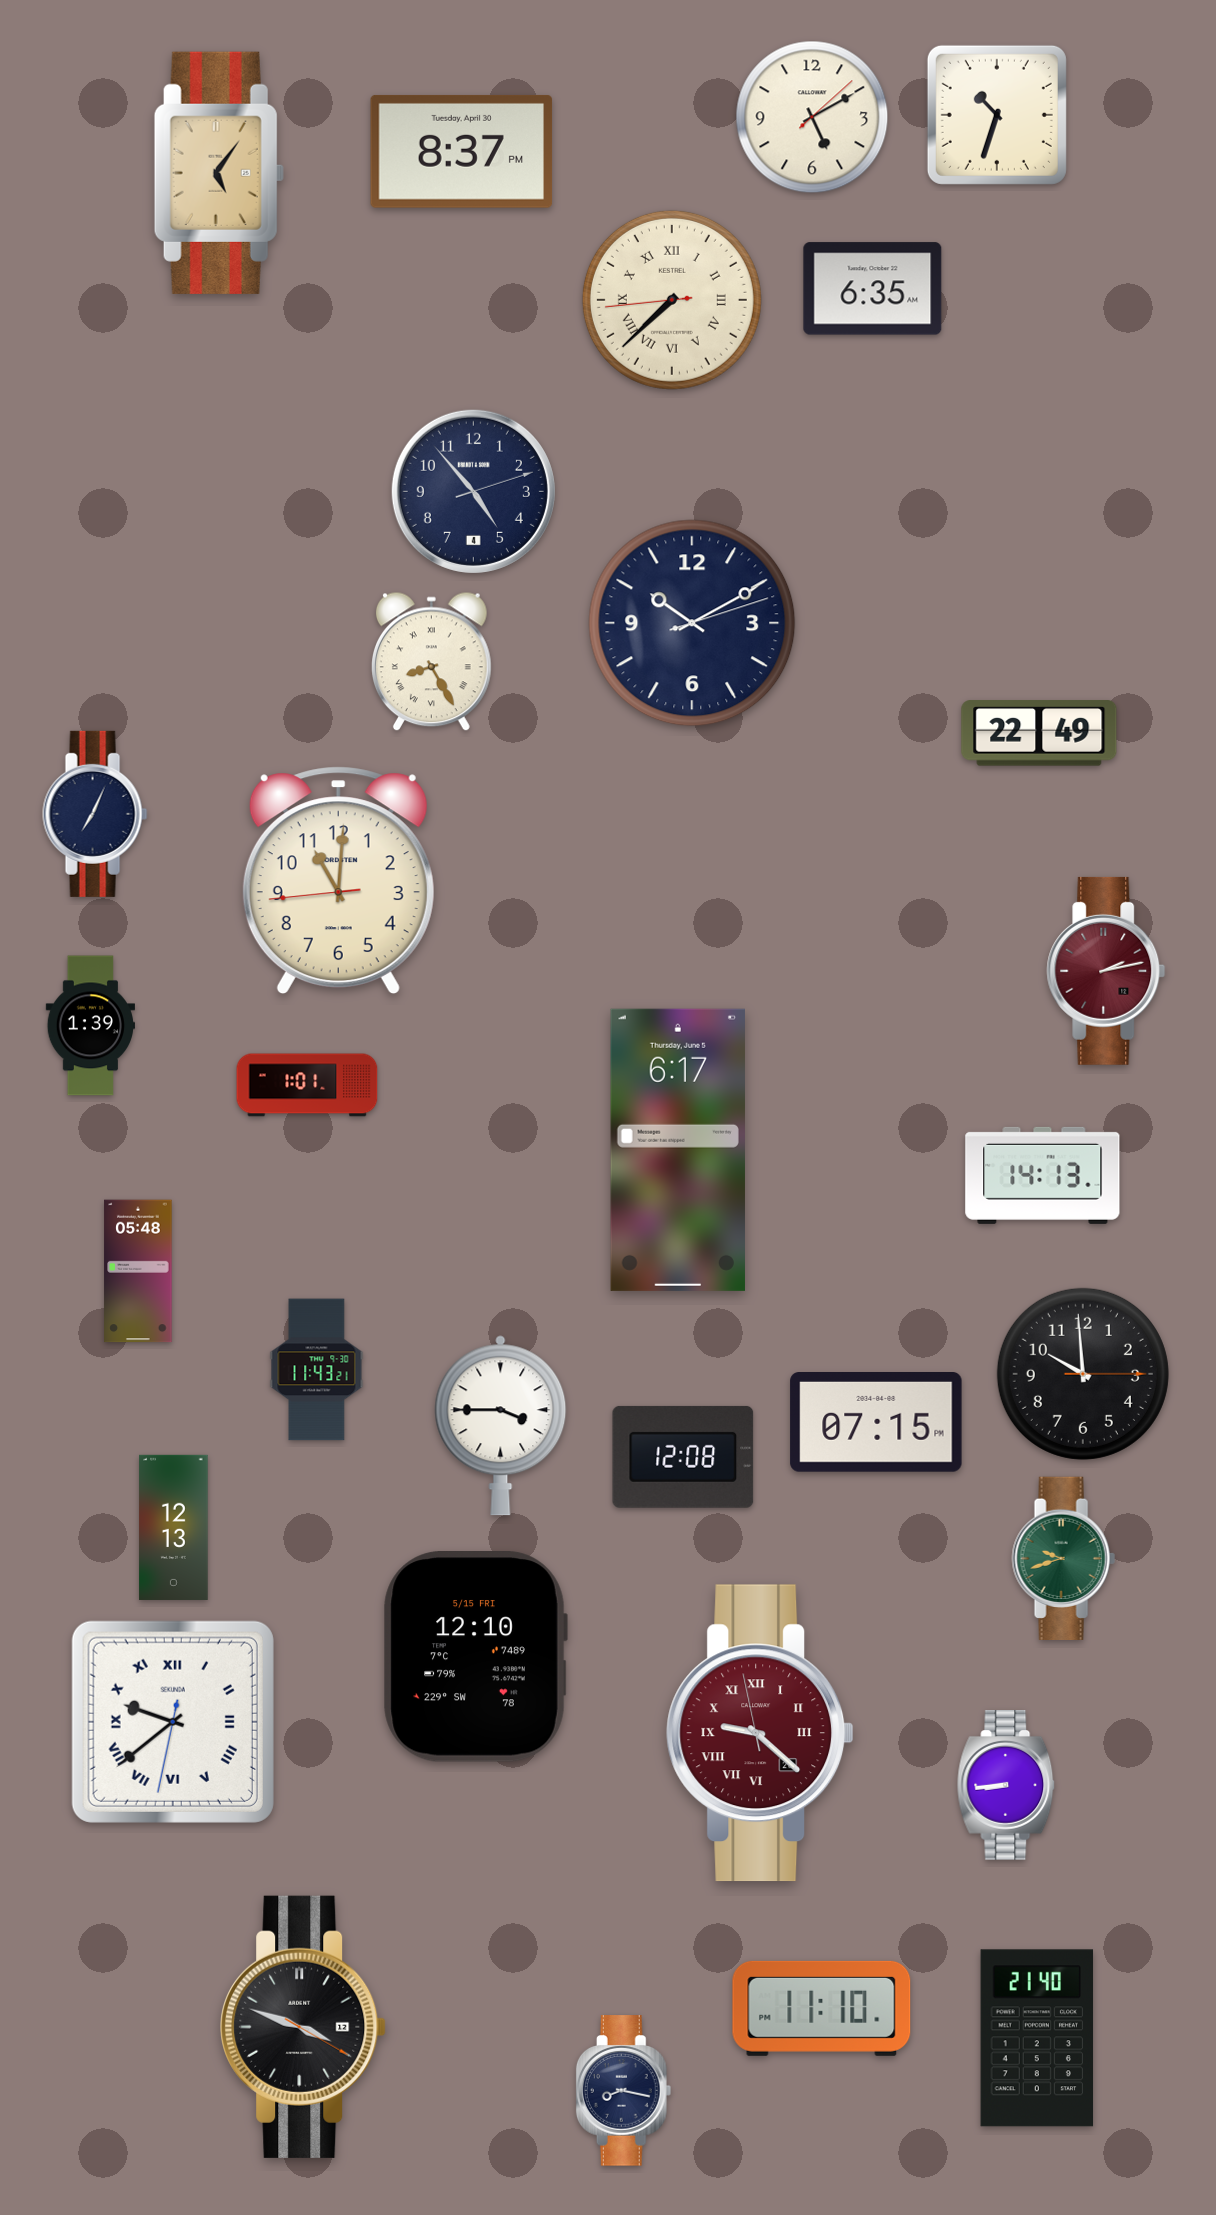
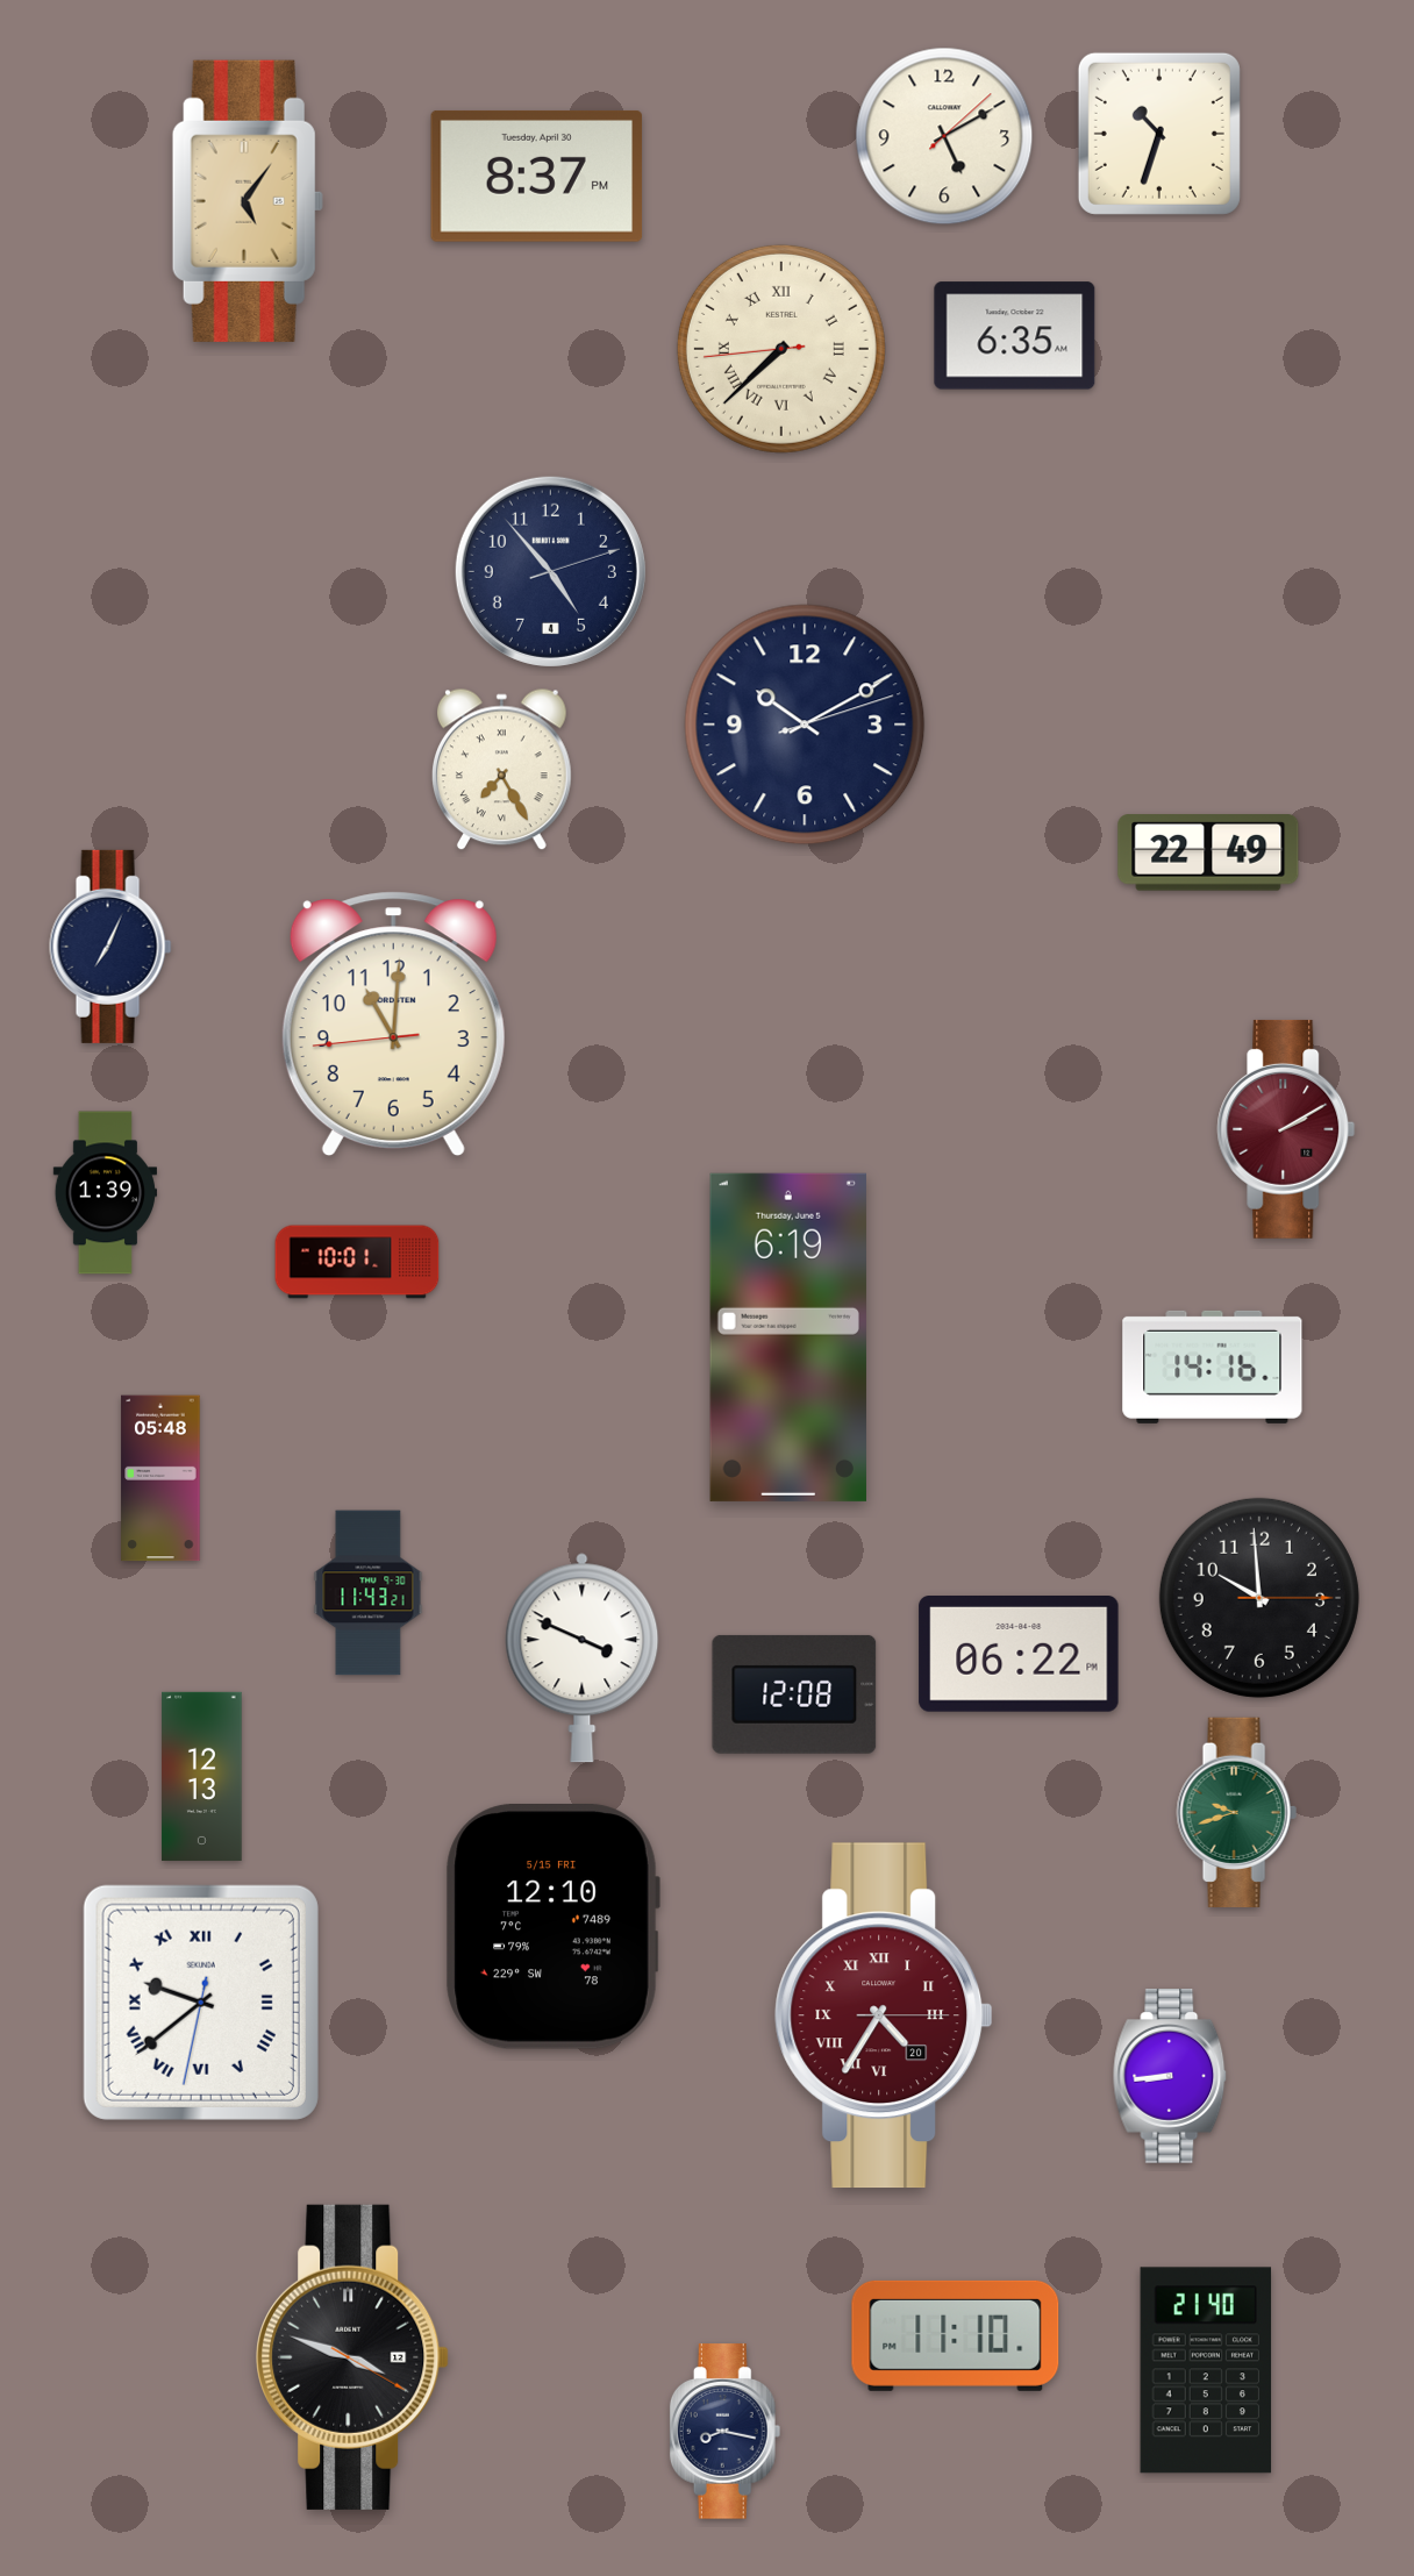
clock at (219, 173) position: (219, 173) -> (248, 201)
clock at (431, 662): 8:25 -> 7:25
clock at (1106, 971): 2:13 -> 2:10
clock at (307, 1085): 1:01 -> 10:01
clock at (678, 1150): 6:17 -> 6:19
clock at (1043, 1175): 14:13 -> 14:16
clock at (876, 1423): 07:15 -> 06:22
clock at (501, 1426): 3:45 -> 3:49
clock at (760, 1733): 9:21 -> 4:35
